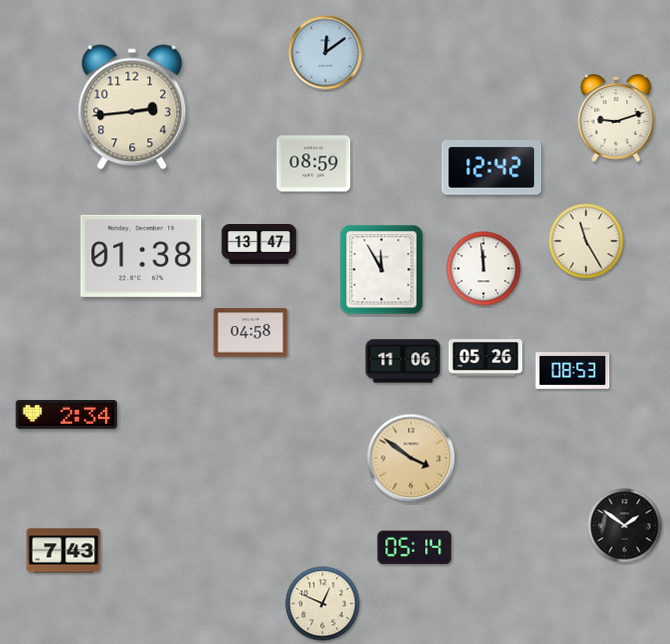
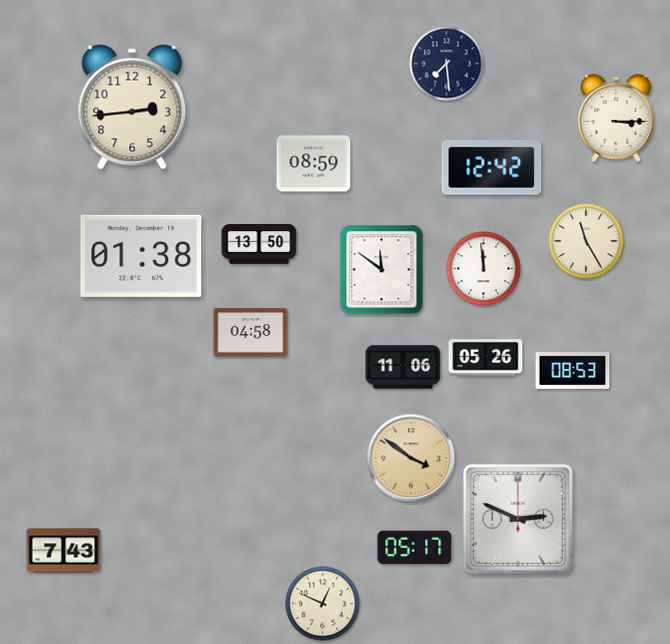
clock at (326, 53): 12:09 -> none
clock at (447, 64): none -> 7:29
clock at (616, 118): 9:12 -> 3:15
clock at (259, 245): 13:47 -> 13:50
clock at (382, 270): 11:55 -> 11:51
clock at (403, 361) position: (403, 361) -> (403, 367)
clock at (67, 415): 2:34 -> none
clock at (518, 519): none -> 2:49
clock at (625, 526): 1:51 -> none
clock at (415, 548): 05:14 -> 05:17
